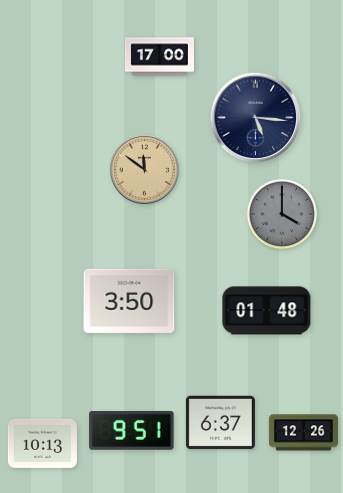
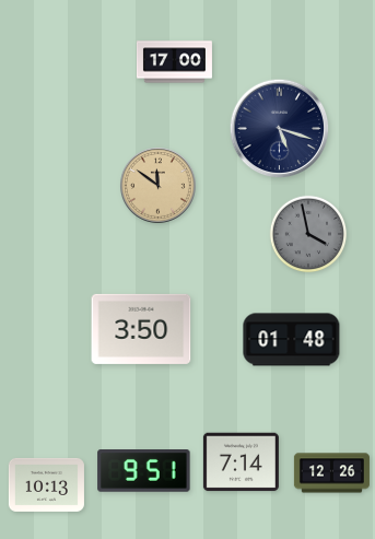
clock at (256, 118): 5:16 -> 5:18
clock at (282, 214): 4:00 -> 3:58
clock at (220, 423): 6:37 -> 7:14
